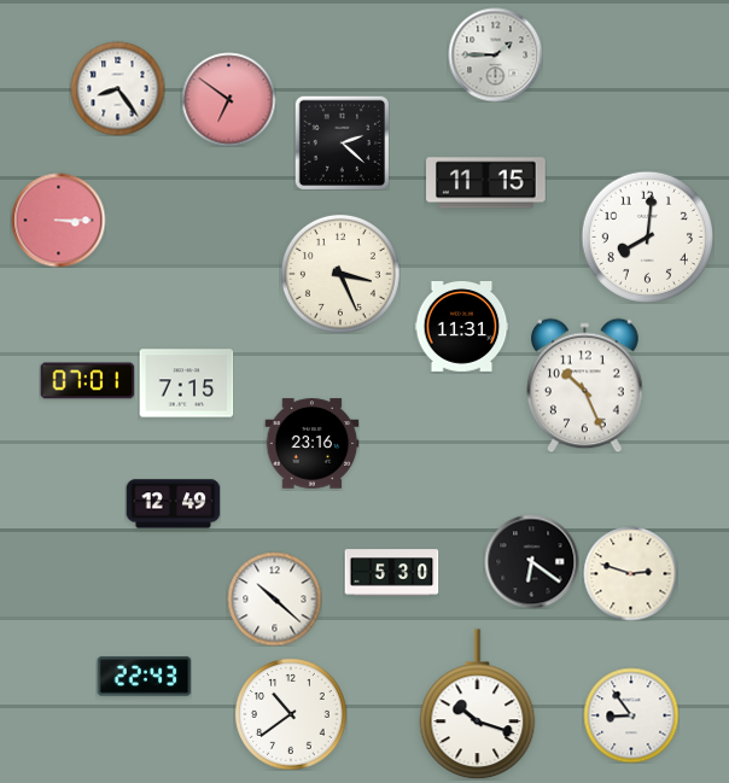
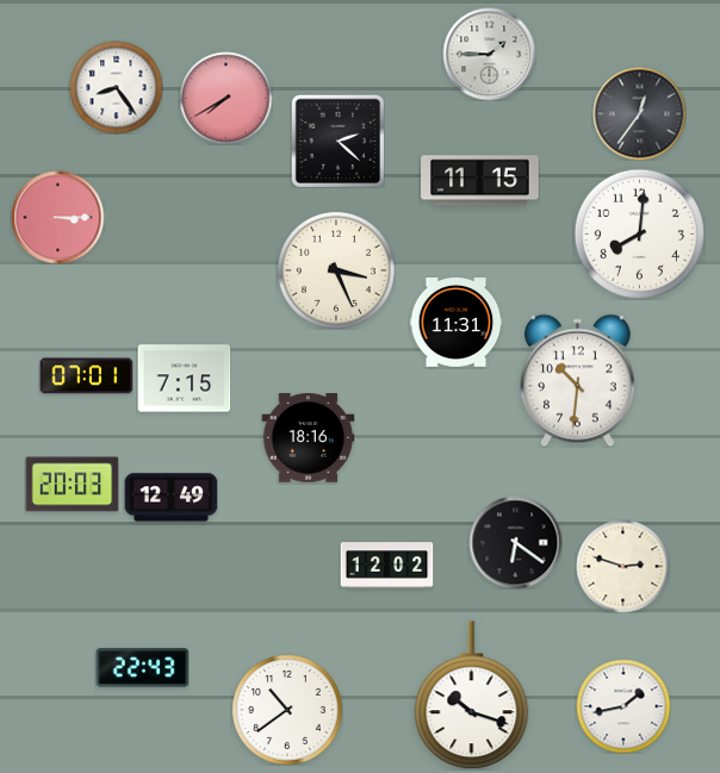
clock at (228, 99): 6:51 -> 7:40
clock at (639, 113): none -> 12:36
clock at (585, 385): 10:26 -> 10:31
clock at (311, 444): 23:16 -> 18:16
clock at (72, 485): none -> 20:03
clock at (531, 561) position: (531, 561) -> (515, 542)
clock at (391, 573): 5:30 -> 12:02
clock at (274, 598): 10:22 -> none
clock at (291, 714) position: (291, 714) -> (287, 710)
clock at (631, 715): 8:54 -> 1:43
